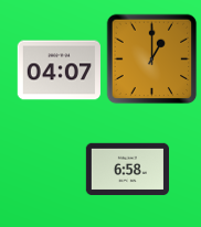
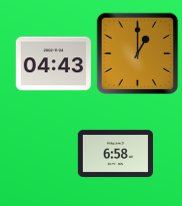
clock at (59, 71): 04:07 -> 04:43
